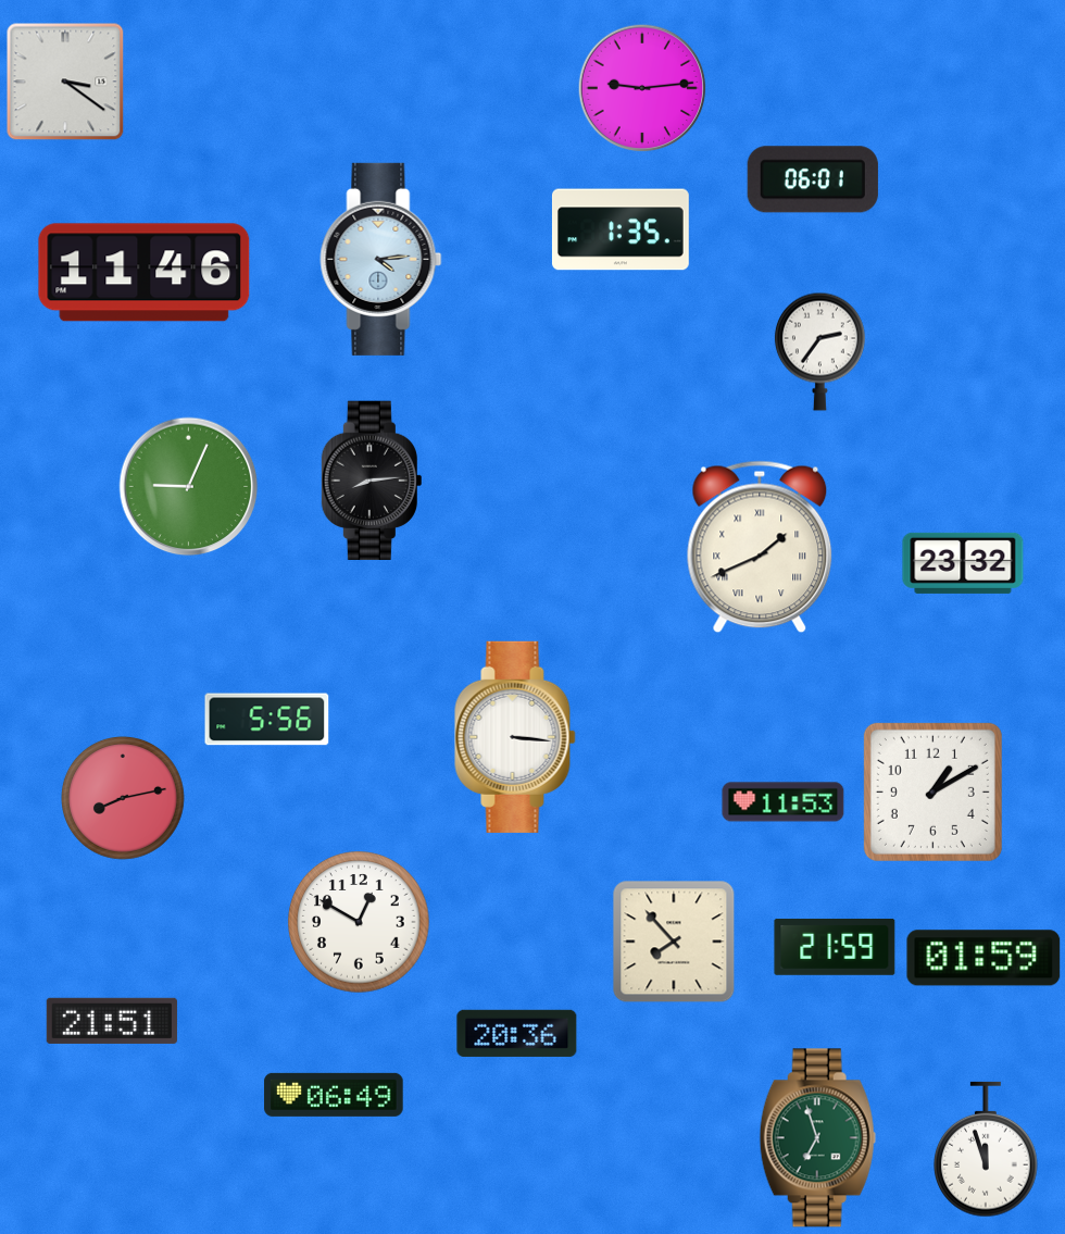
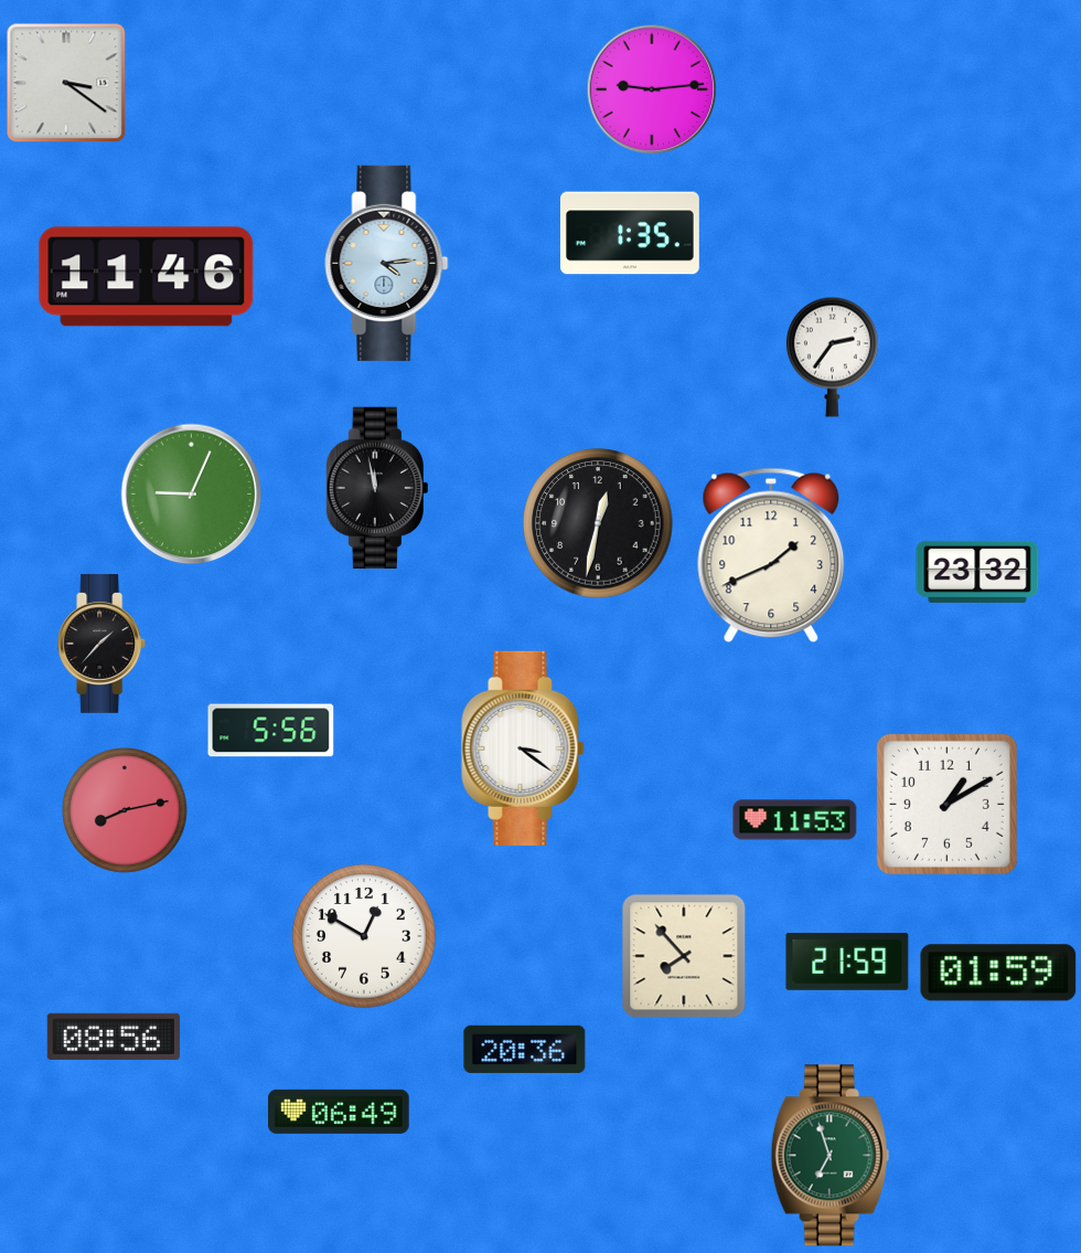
clock at (813, 179): 06:01 -> none
clock at (372, 479): 8:14 -> 11:58
clock at (598, 523): none -> 12:32
clock at (760, 547) numerals: Roman -> Arabic
clock at (103, 644): none -> 1:37
clock at (515, 737): 3:16 -> 3:21
clock at (784, 802) position: (784, 802) -> (795, 820)
clock at (112, 1021): 21:51 -> 08:56
clock at (987, 1149): 11:57 -> none
